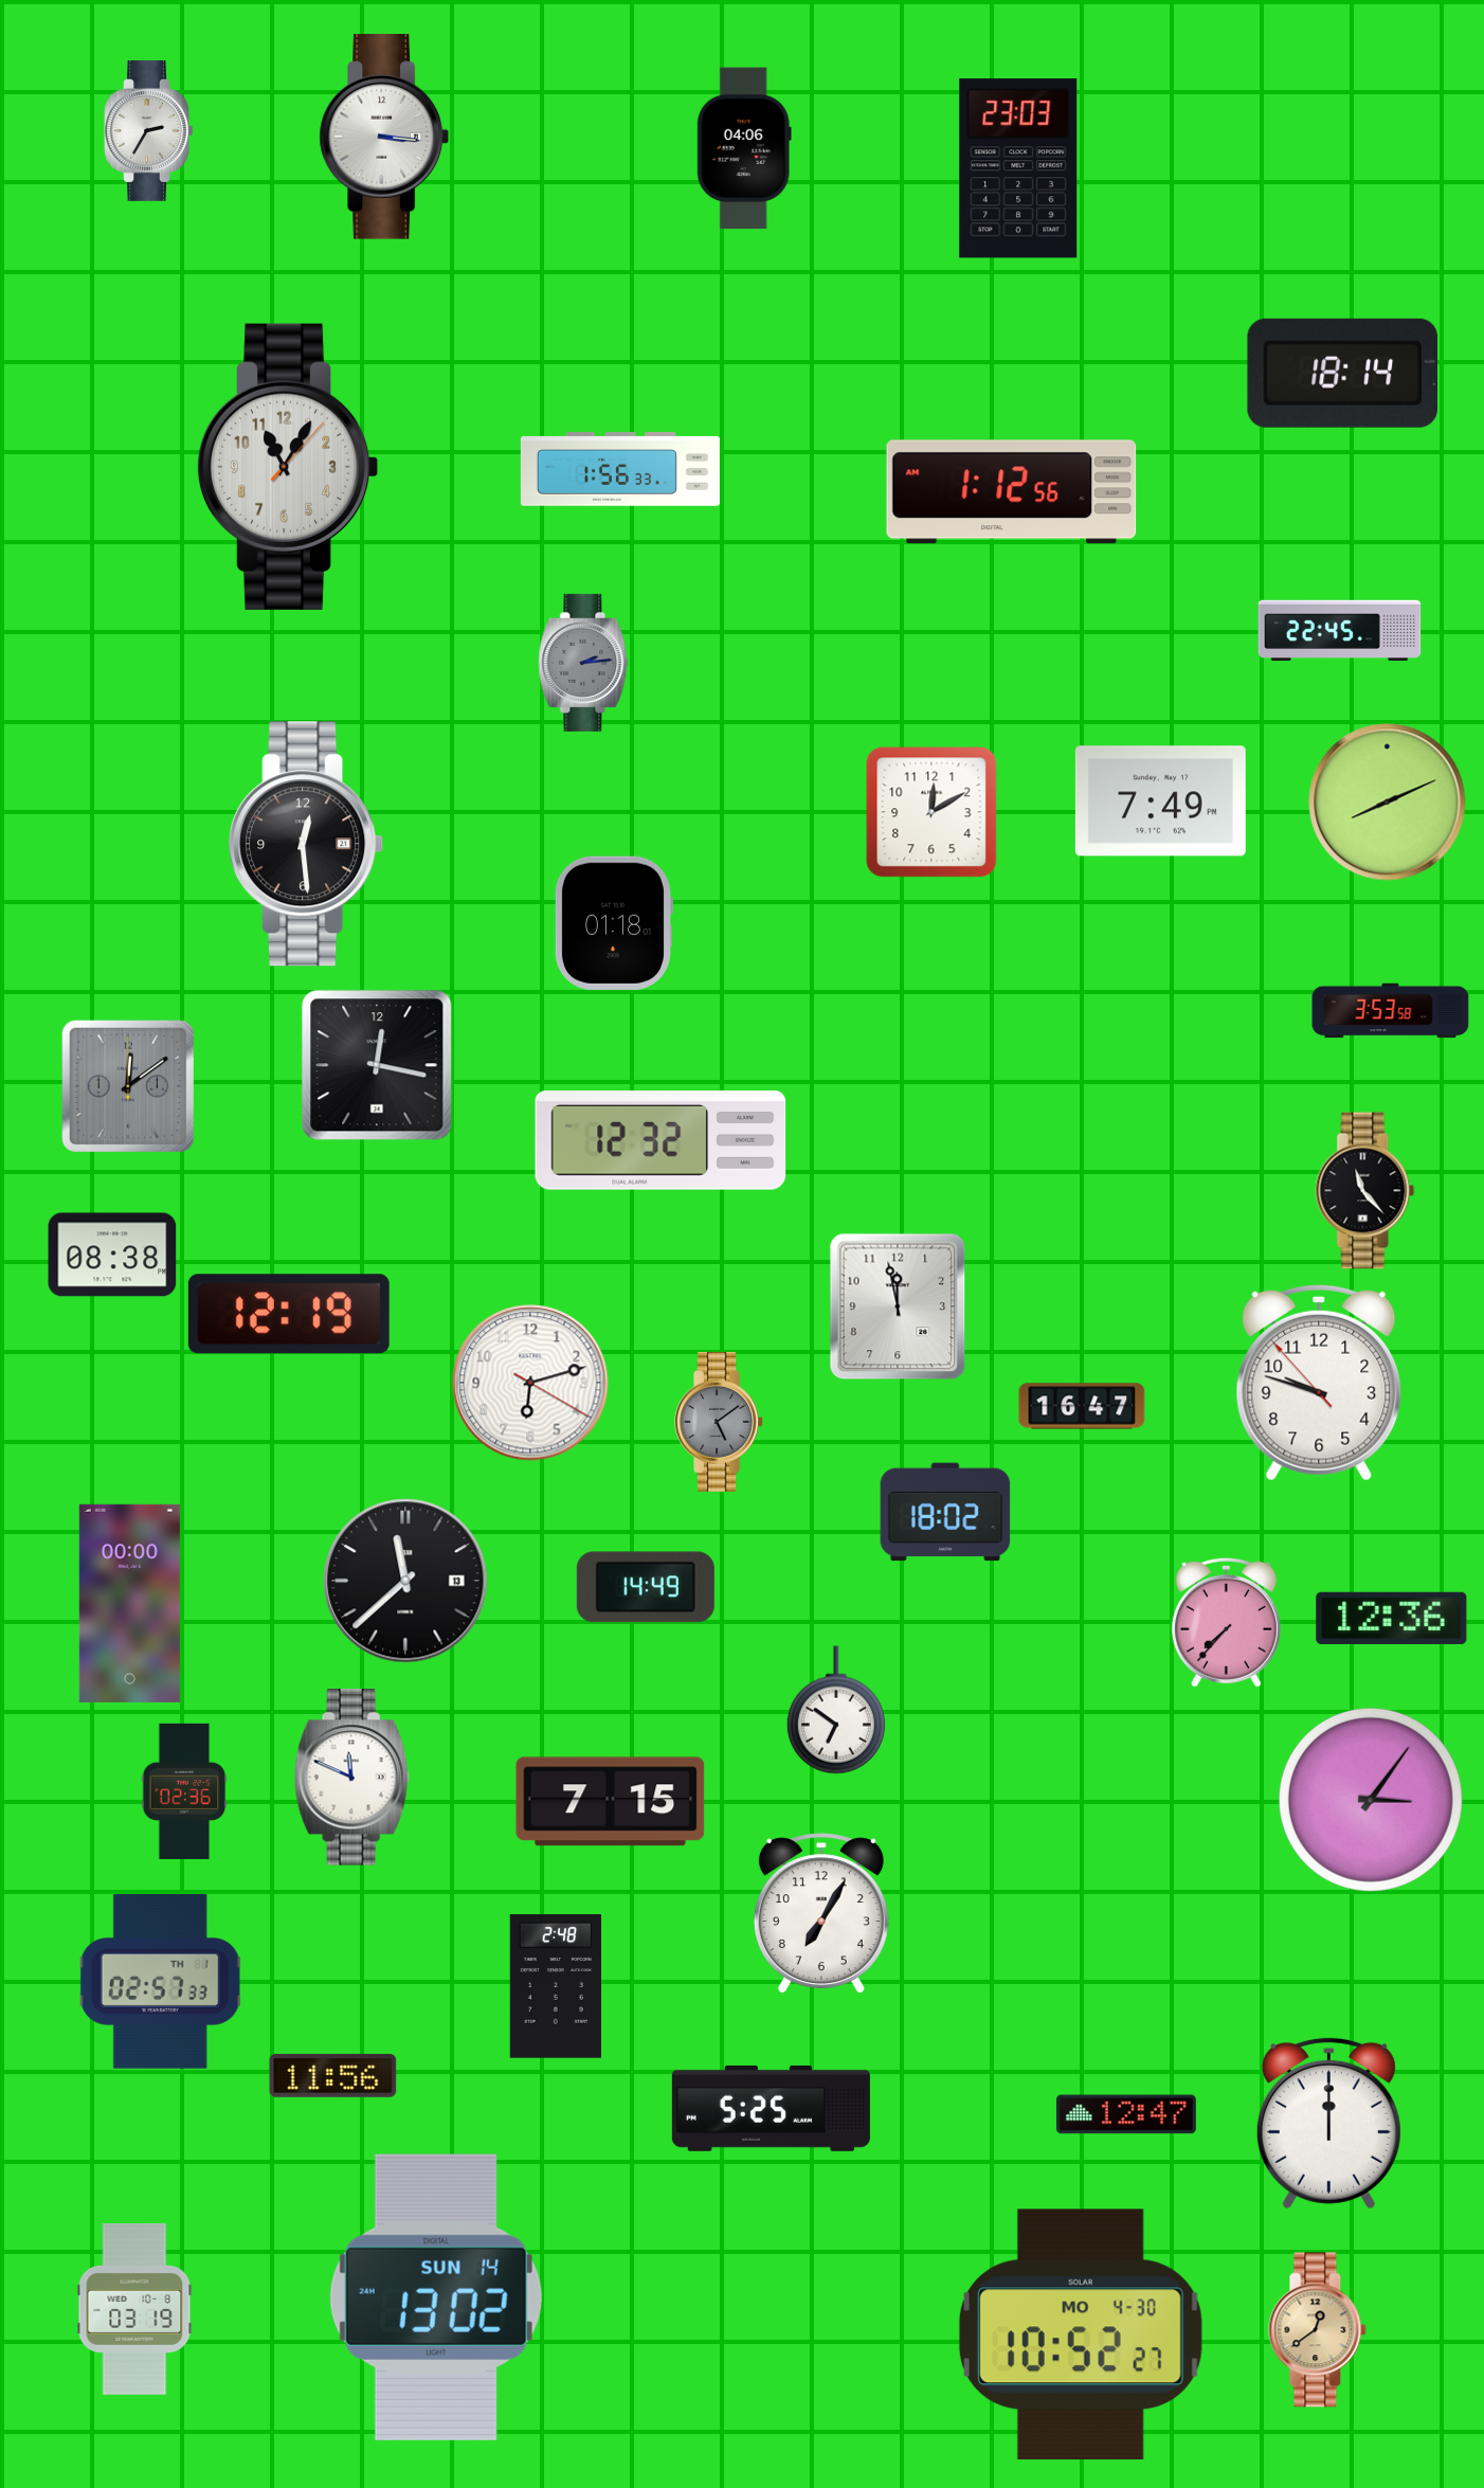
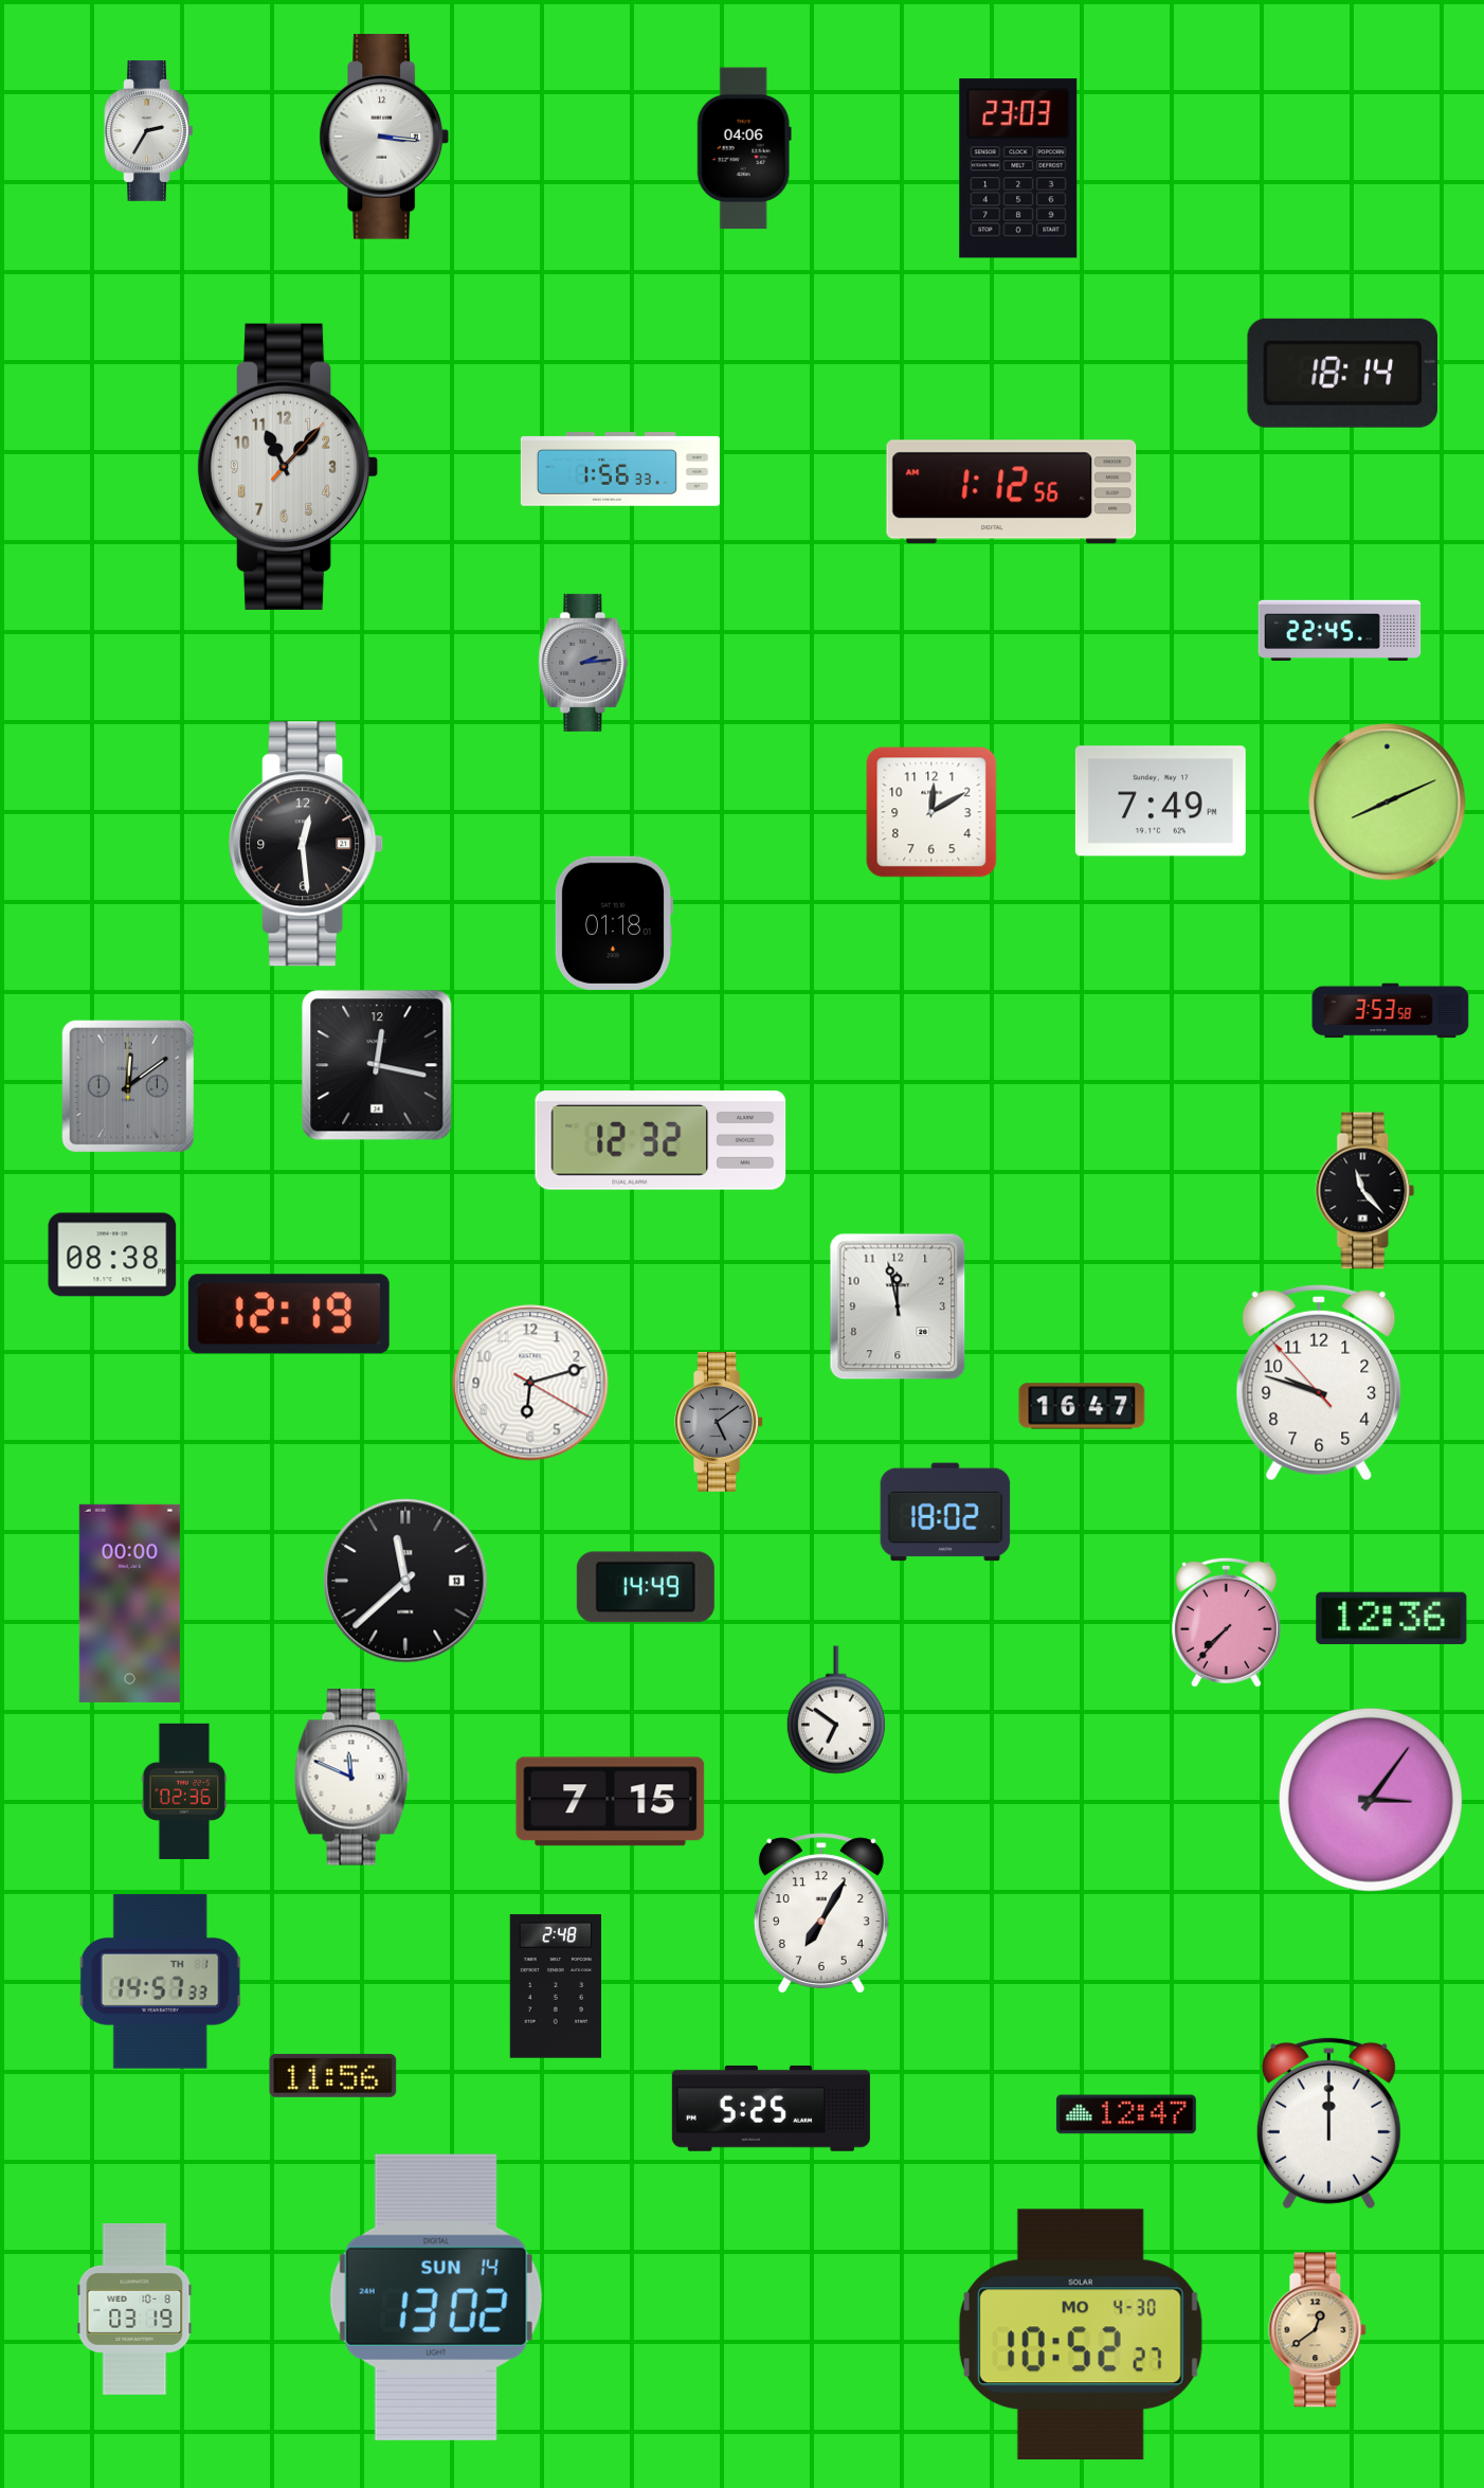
clock at (288, 467): 11:05 -> 11:07
clock at (161, 1982): 02:57 -> 14:57
